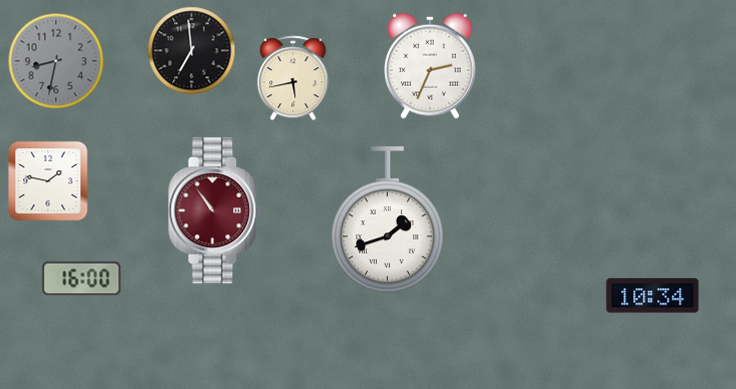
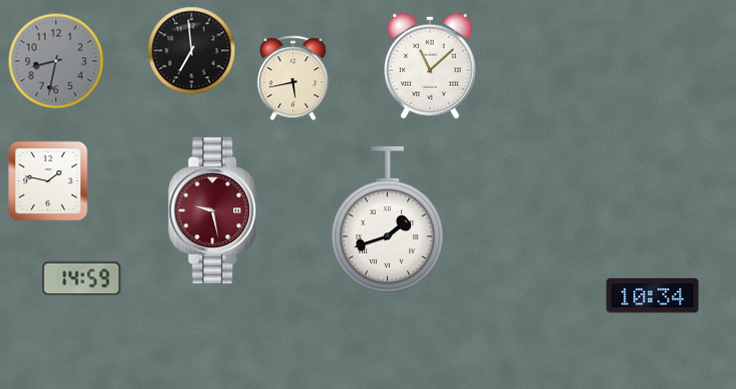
clock at (430, 66): 2:34 -> 11:08
clock at (215, 211): 10:54 -> 9:28
clock at (82, 279): 16:00 -> 14:59
